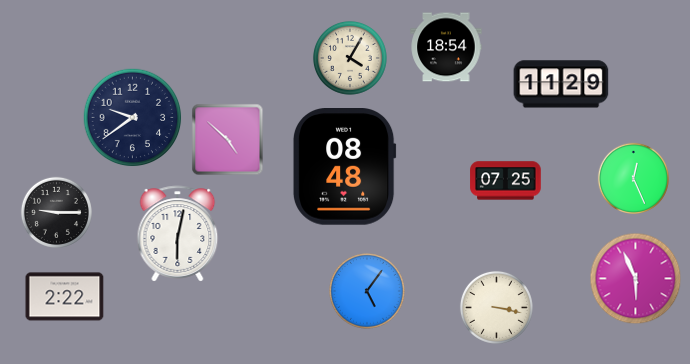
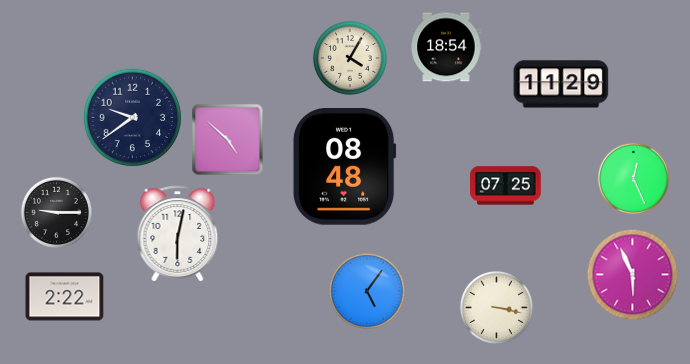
clock at (506, 181) position: (506, 181) -> (506, 186)
clock at (636, 279) position: (636, 279) -> (633, 275)
